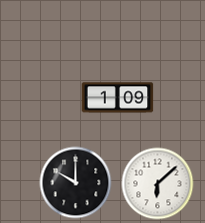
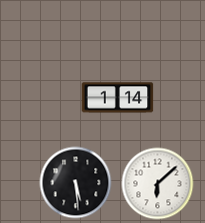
clock at (118, 98): 1:09 -> 1:14
clock at (76, 183): 10:00 -> 5:29
